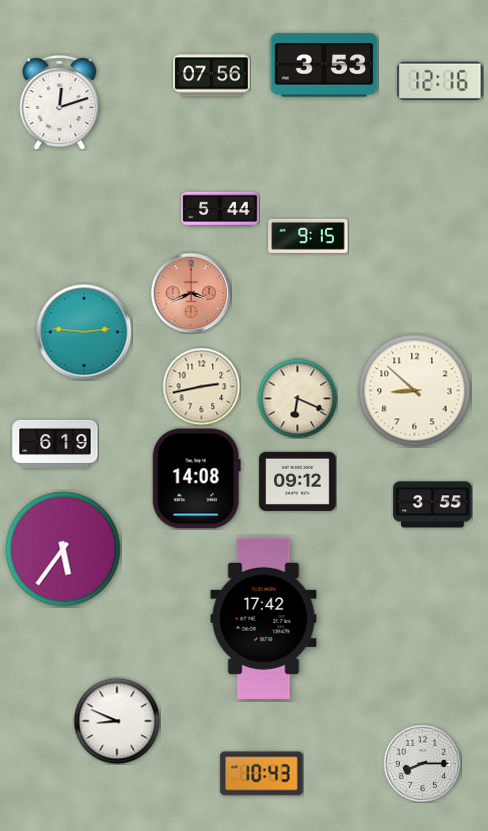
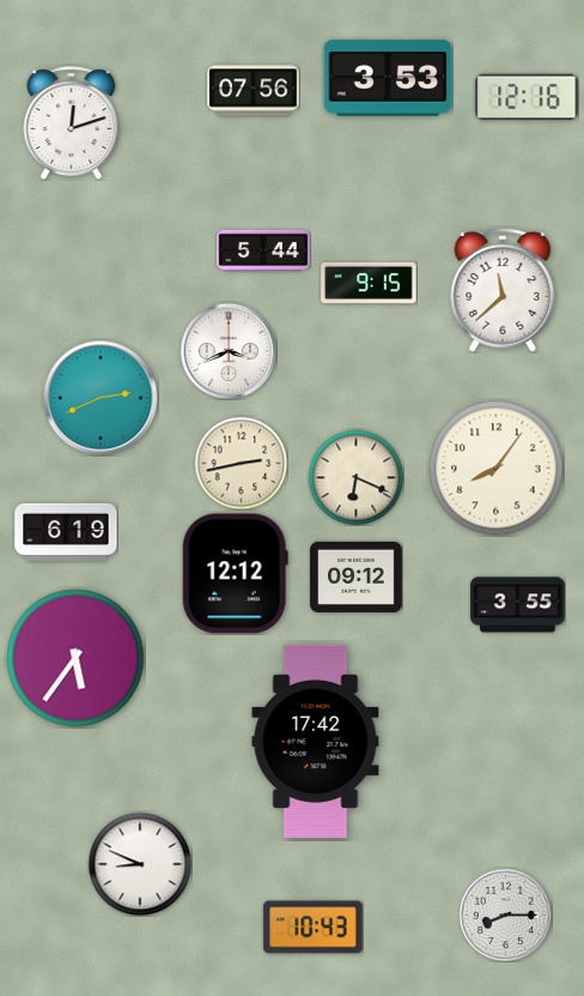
clock at (503, 290): none -> 11:38
clock at (191, 293) dial: salmon -> white
clock at (84, 332): 2:46 -> 2:41
clock at (415, 391): 8:52 -> 8:06
clock at (196, 479): 14:08 -> 12:12
